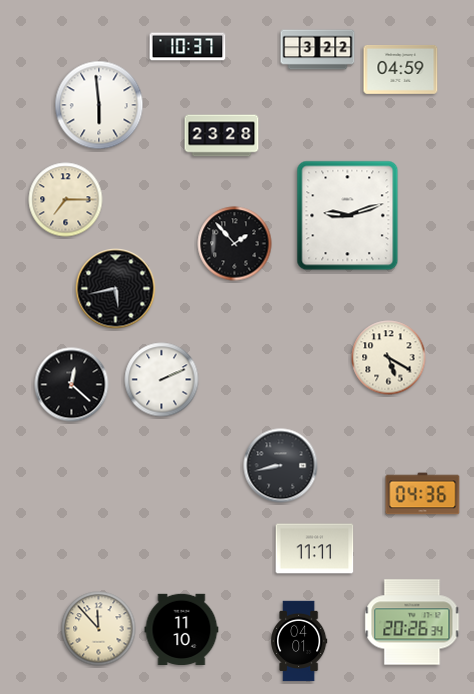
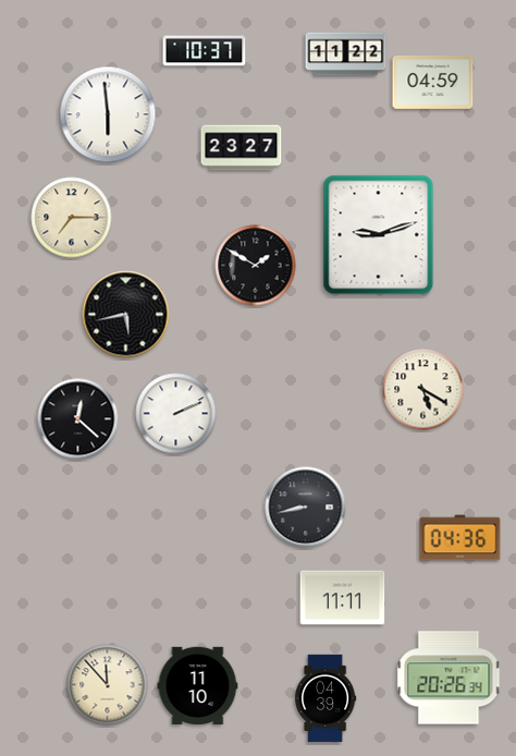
clock at (318, 50): 3:22 -> 11:22
clock at (401, 70) position: (401, 70) -> (433, 83)
clock at (222, 136): 23:28 -> 23:27
clock at (235, 244): 1:53 -> 1:50
clock at (300, 641): 04:01 -> 04:39
